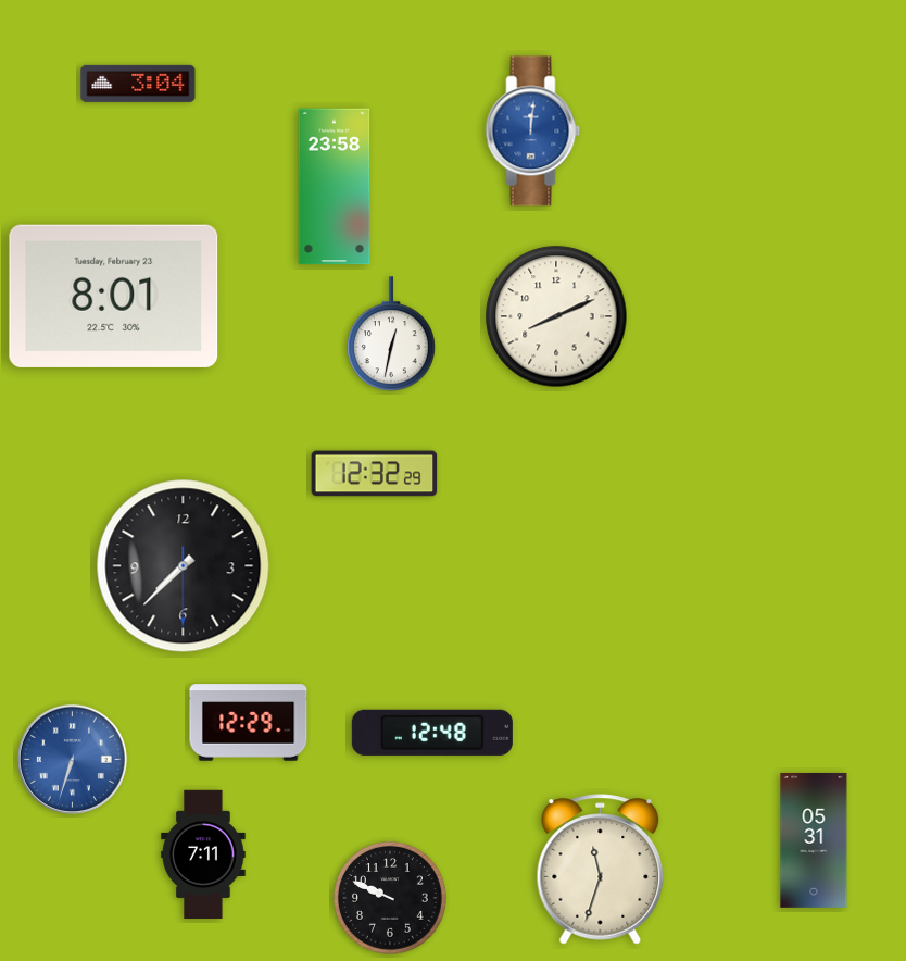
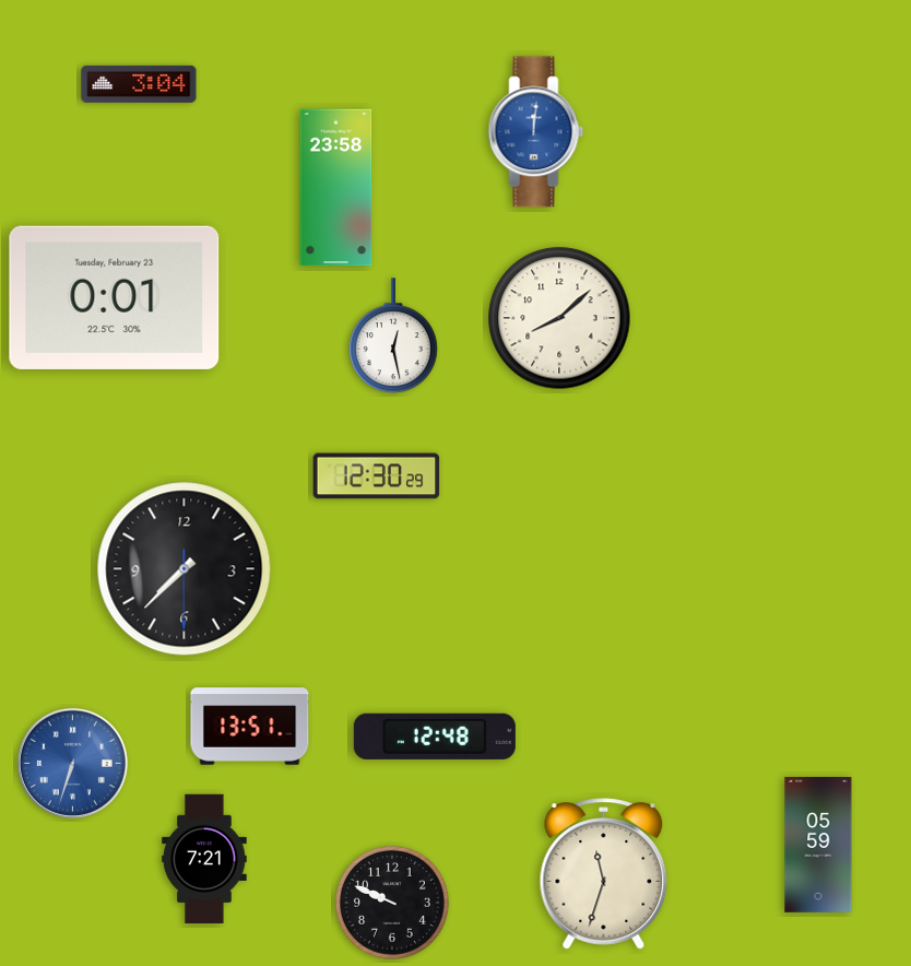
clock at (114, 296): 8:01 -> 0:01
clock at (556, 316): 8:11 -> 8:08
clock at (391, 335): 12:32 -> 12:28
clock at (375, 474): 12:32 -> 12:30
clock at (249, 723): 12:29 -> 13:51
clock at (814, 840): 05:31 -> 05:59
clock at (203, 854): 7:11 -> 7:21
